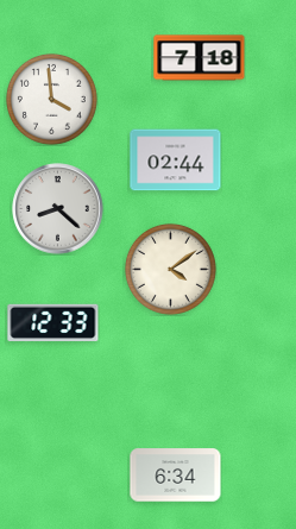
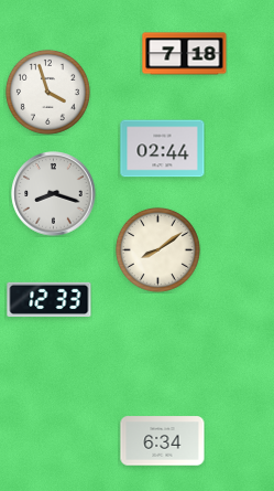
clock at (51, 99): 3:59 -> 3:57
clock at (58, 209): 8:22 -> 8:18
clock at (170, 269): 4:09 -> 8:09
